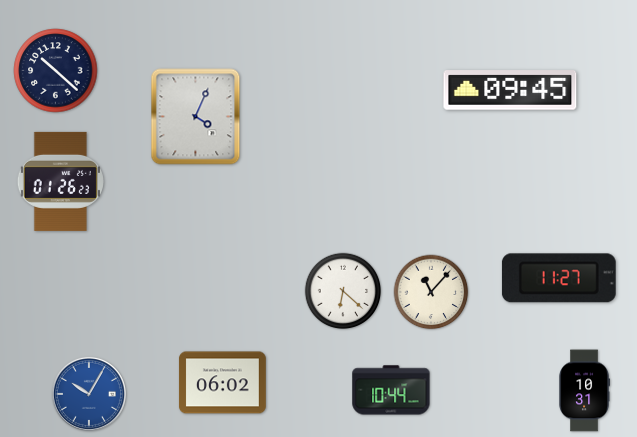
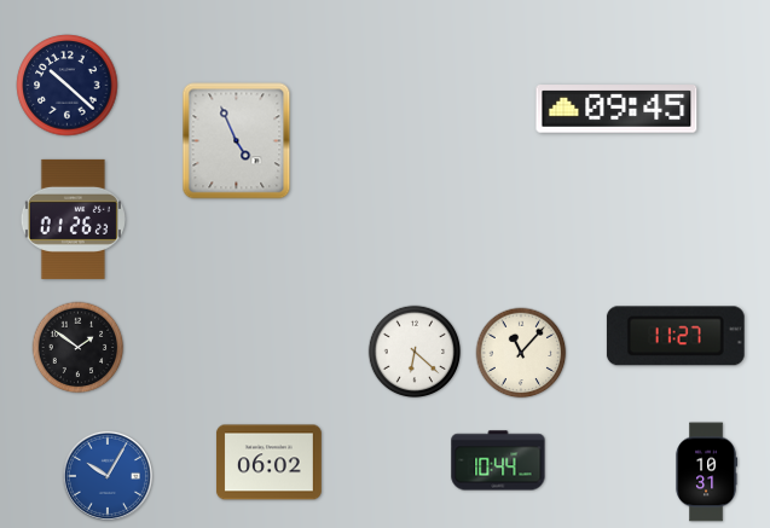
clock at (196, 117): 4:04 -> 4:56
clock at (79, 348): none -> 1:51
clock at (391, 390) position: (391, 390) -> (498, 460)
